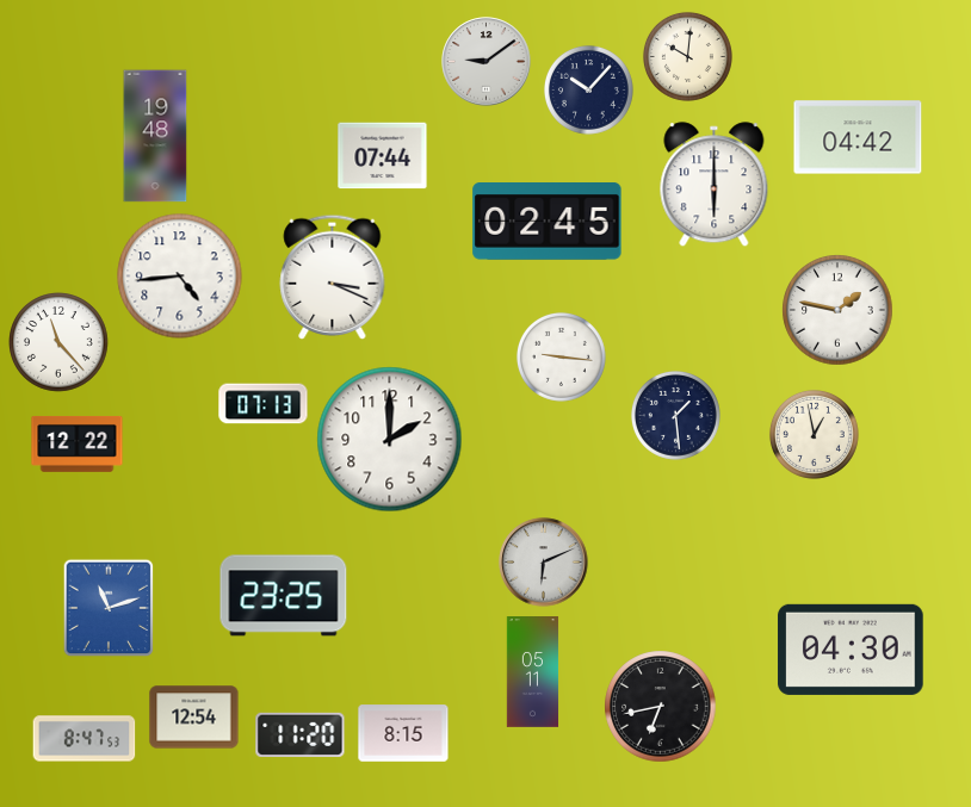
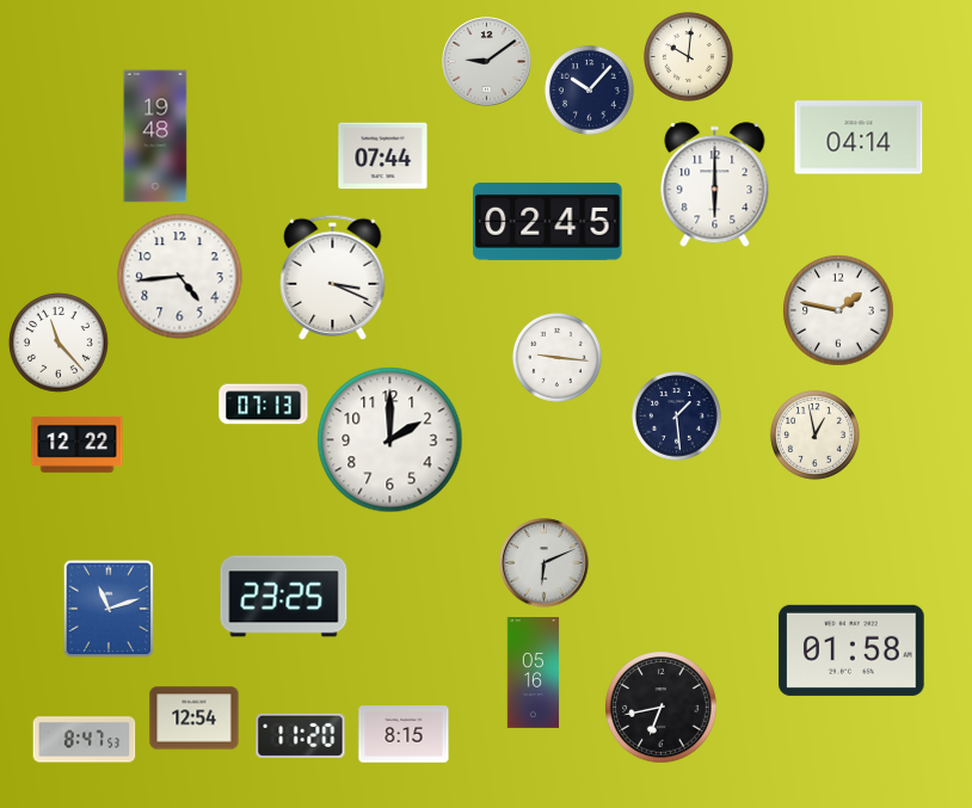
clock at (858, 137): 04:42 -> 04:14
clock at (561, 356) position: (561, 356) -> (556, 357)
clock at (851, 650): 04:30 -> 01:58
clock at (533, 672): 05:11 -> 05:16
